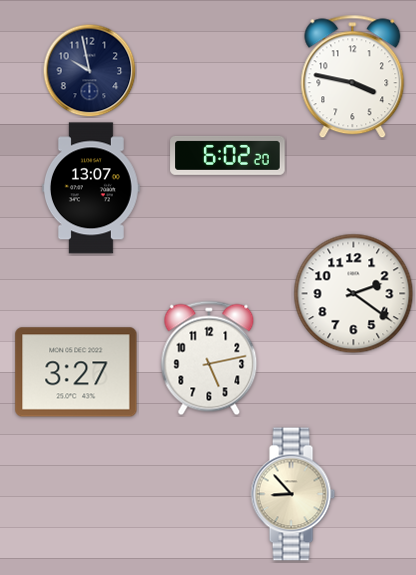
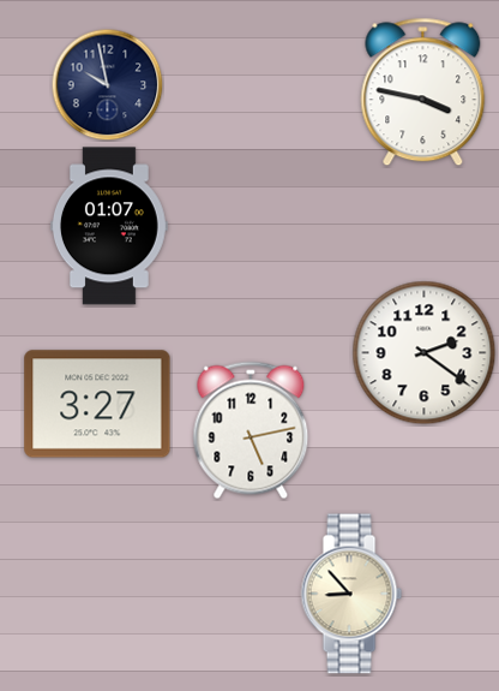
clock at (228, 155): 6:02 -> none
clock at (91, 188): 13:07 -> 01:07
clock at (76, 372) position: (76, 372) -> (97, 404)
